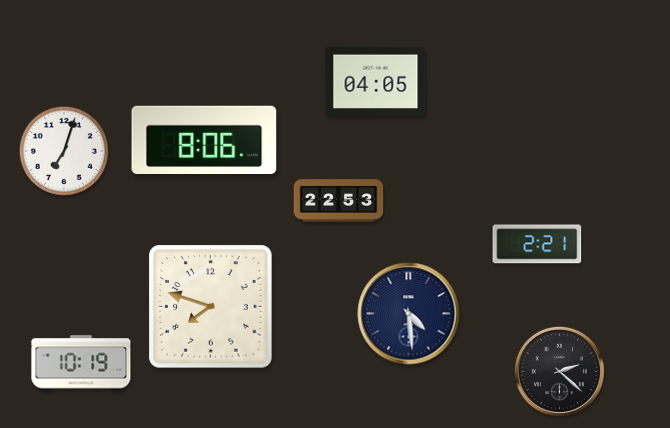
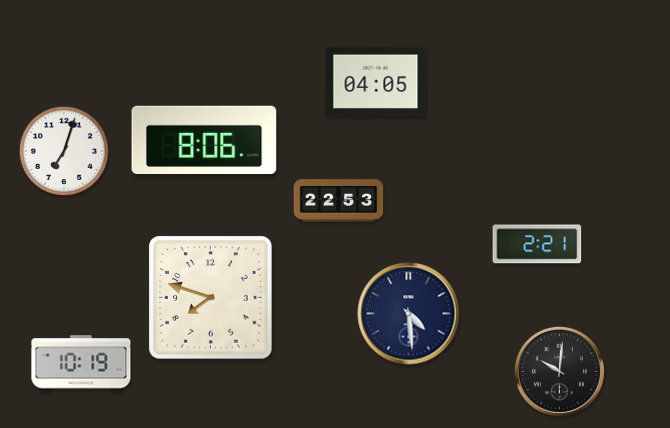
clock at (211, 307) position: (211, 307) -> (211, 298)
clock at (559, 371): 2:22 -> 10:01
